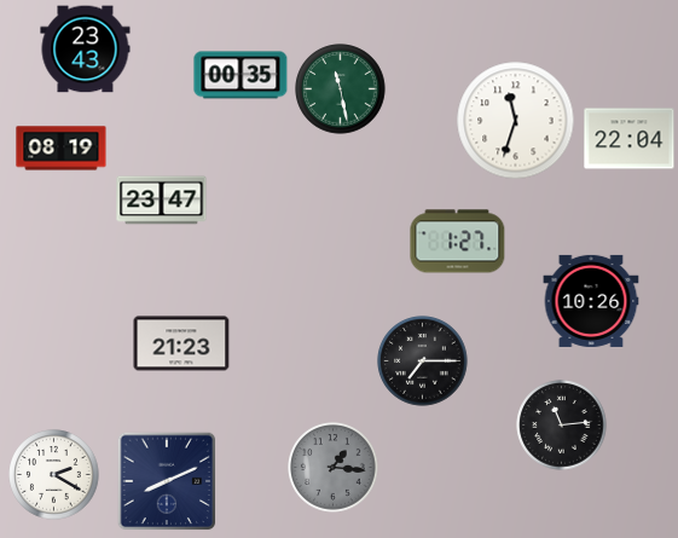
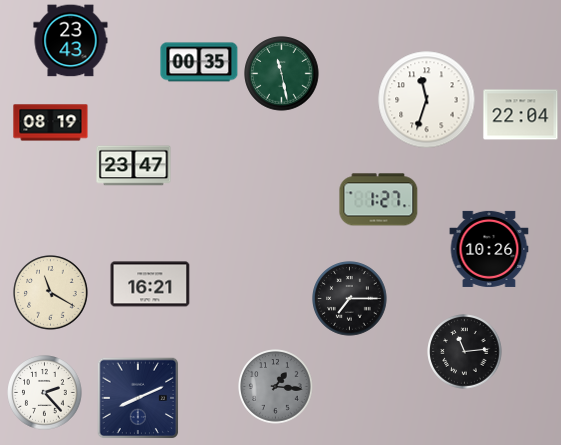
clock at (181, 343): 21:23 -> 16:21
clock at (51, 293): none -> 11:20
clock at (54, 475): 2:20 -> 2:23
